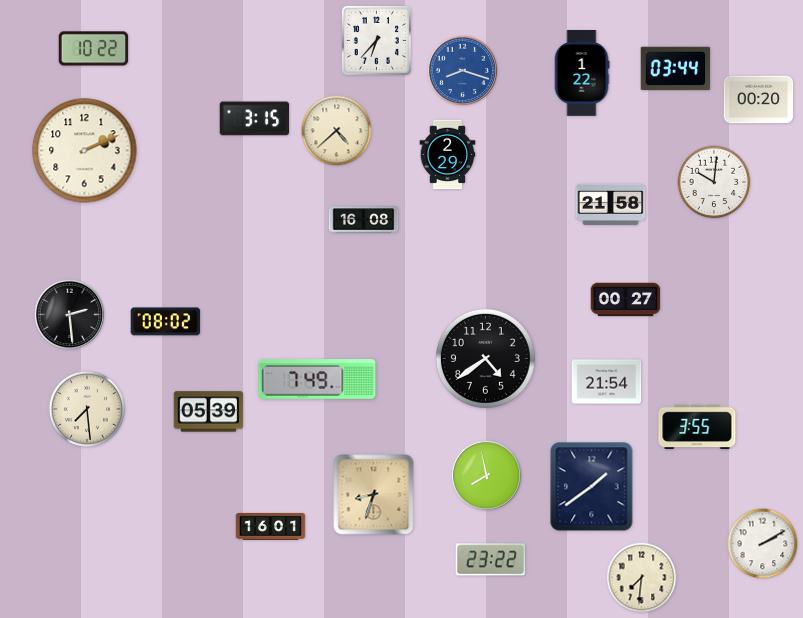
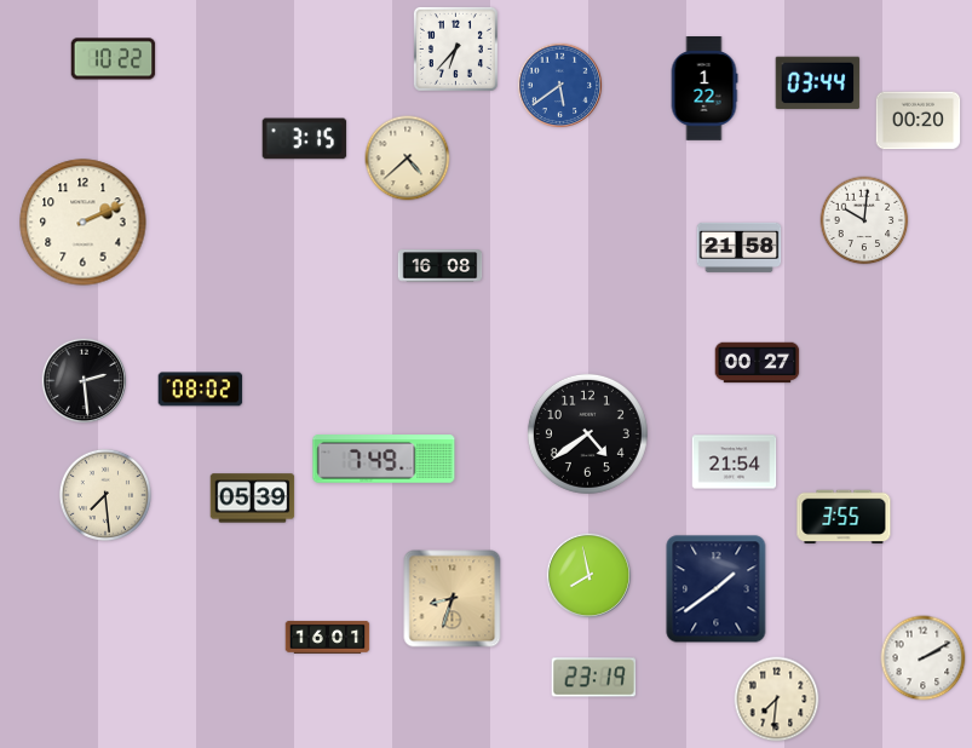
clock at (463, 71): 8:18 -> 5:39
clock at (255, 119) position: (255, 119) -> (305, 139)
clock at (85, 151) position: (85, 151) -> (84, 223)
clock at (448, 155): 2:29 -> none
clock at (491, 560): 23:22 -> 23:19
